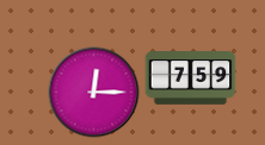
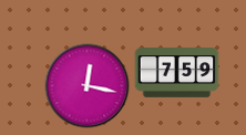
clock at (94, 93): 12:15 -> 12:17
